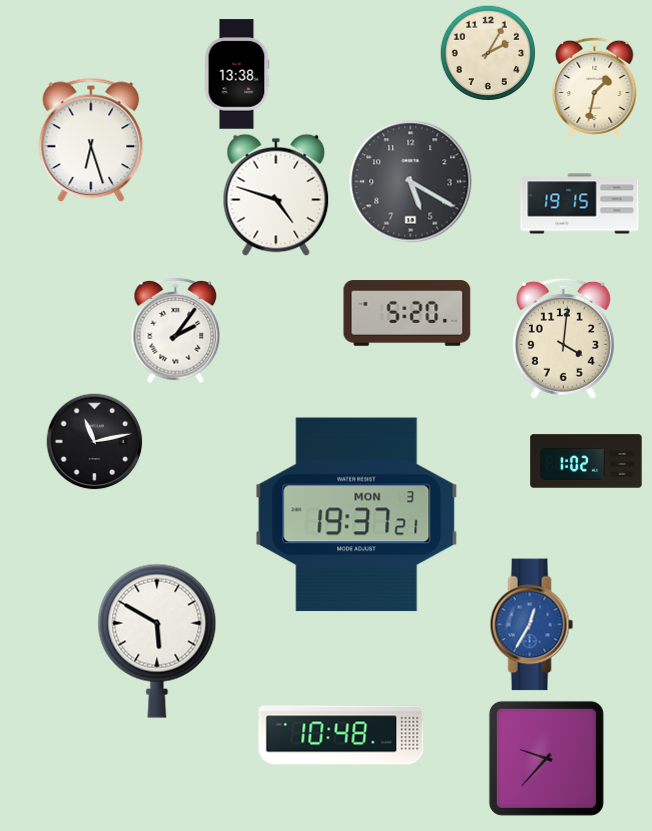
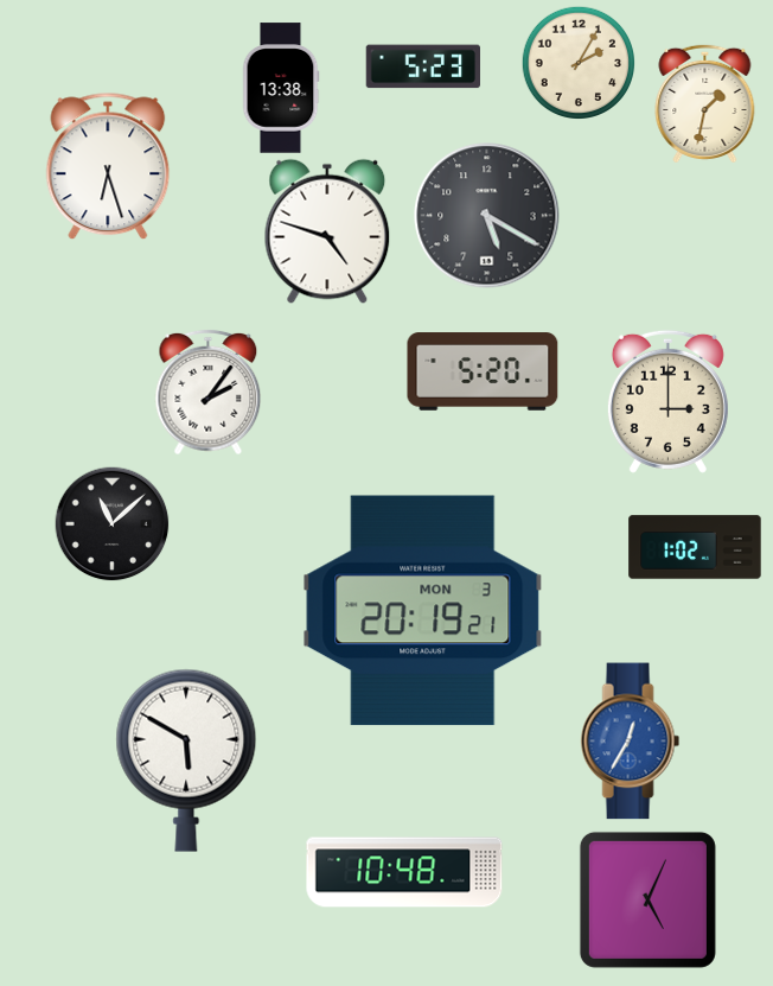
clock at (422, 66): none -> 5:23
clock at (580, 204): 19:15 -> none
clock at (563, 338): 4:01 -> 3:00
clock at (95, 442): 11:13 -> 11:08
clock at (357, 515): 19:37 -> 20:19
clock at (546, 758): 9:37 -> 5:04
